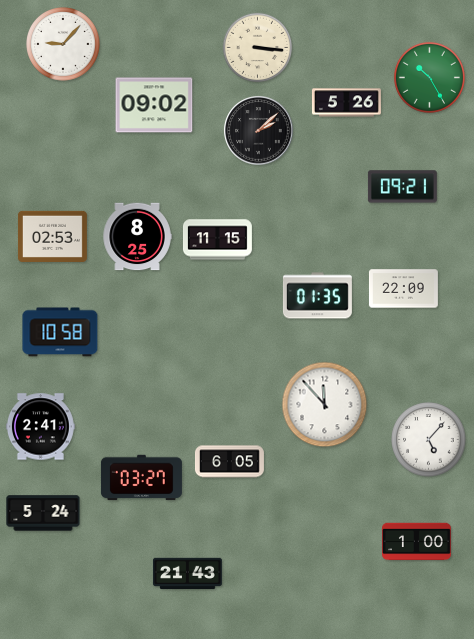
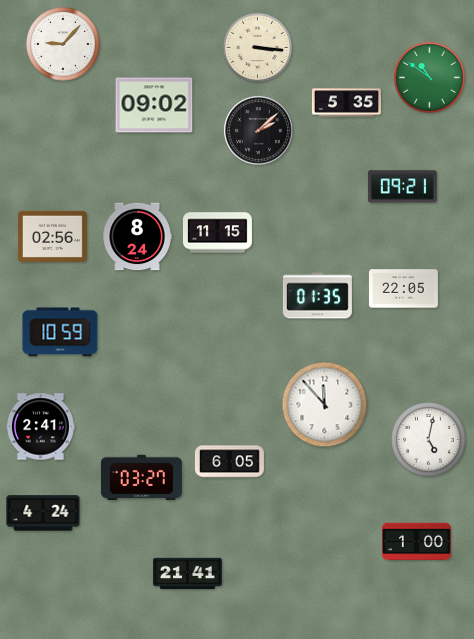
clock at (429, 77): 10:25 -> 10:51
clock at (346, 103): 5:26 -> 5:35
clock at (52, 236): 02:53 -> 02:56
clock at (137, 237): 8:25 -> 8:24
clock at (217, 240) position: (217, 240) -> (217, 233)
clock at (403, 289): 22:09 -> 22:05
clock at (60, 332): 10:58 -> 10:59
clock at (429, 440): 5:07 -> 5:02
clock at (43, 513): 5:24 -> 4:24
clock at (187, 574): 21:43 -> 21:41
